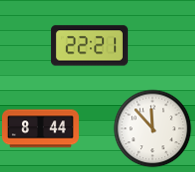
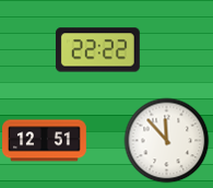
clock at (89, 46): 22:21 -> 22:22
clock at (41, 129): 8:44 -> 12:51
